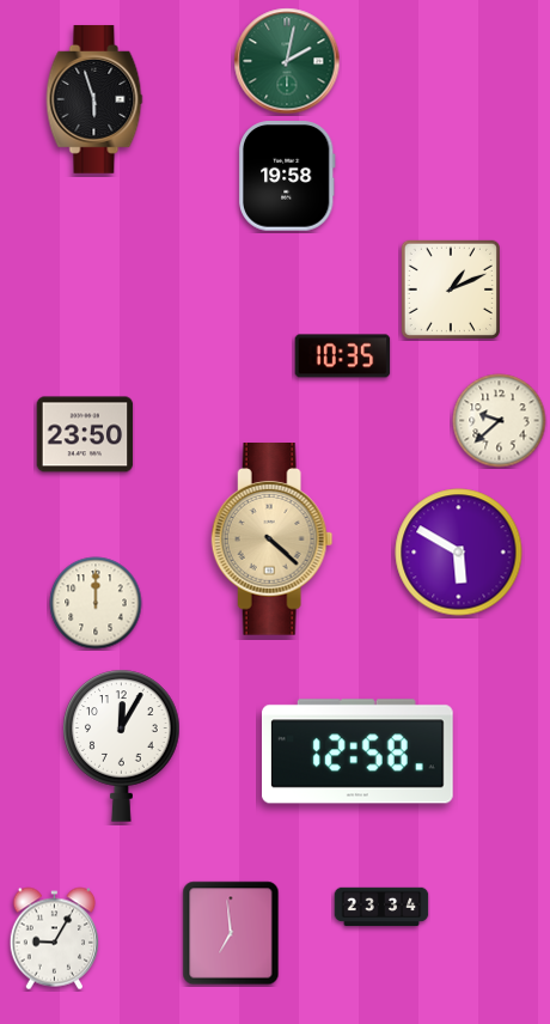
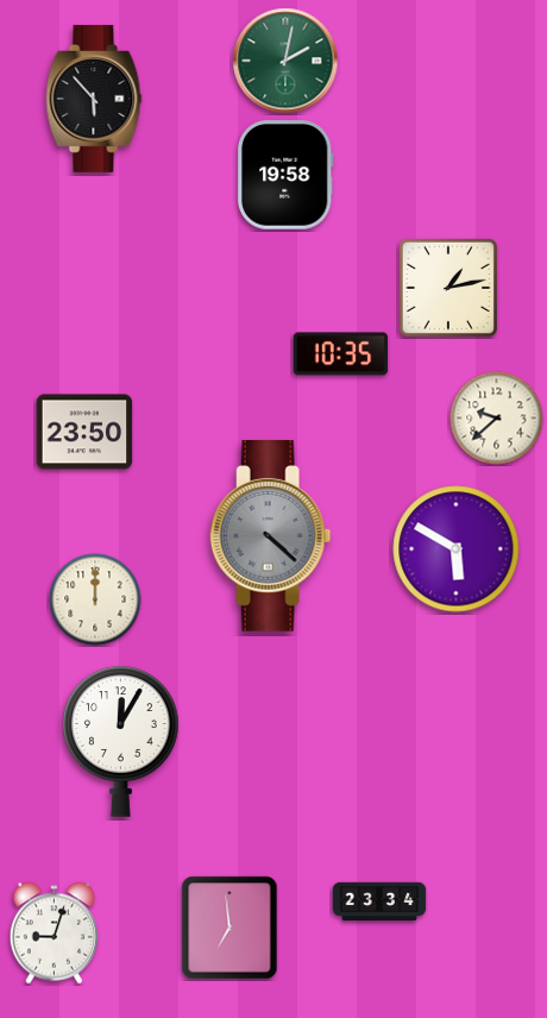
clock at (94, 99): 5:57 -> 5:53
clock at (451, 289): 1:11 -> 1:13
clock at (273, 540) dial: champagne -> grey
clock at (357, 751): 12:58 -> none
clock at (55, 939): 9:05 -> 9:03
